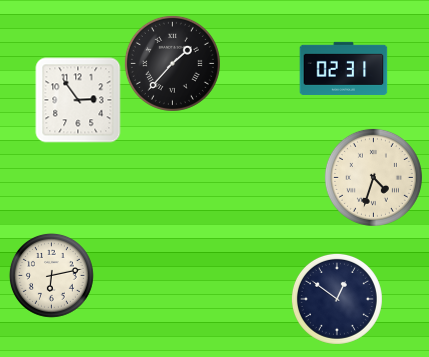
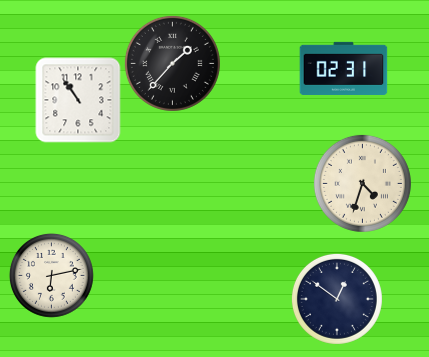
clock at (78, 100): 2:54 -> 10:54
clock at (373, 177) position: (373, 177) -> (362, 183)
